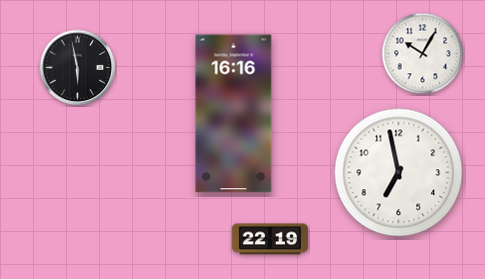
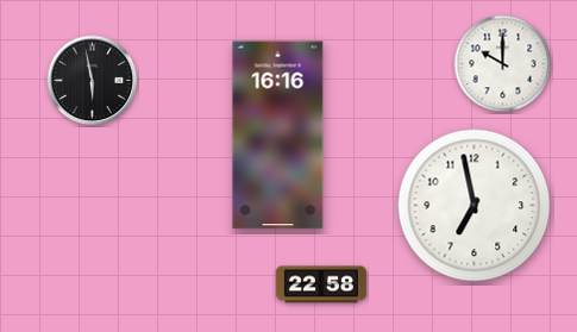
clock at (423, 54): 10:05 -> 10:00
clock at (270, 239): 22:19 -> 22:58
